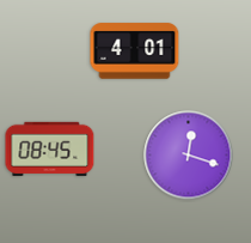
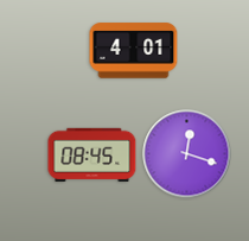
clock at (50, 148) position: (50, 148) -> (92, 154)
